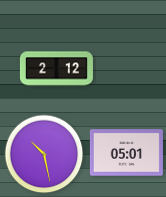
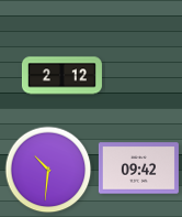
clock at (126, 153): 05:01 -> 09:42
clock at (44, 154): 10:28 -> 10:31
